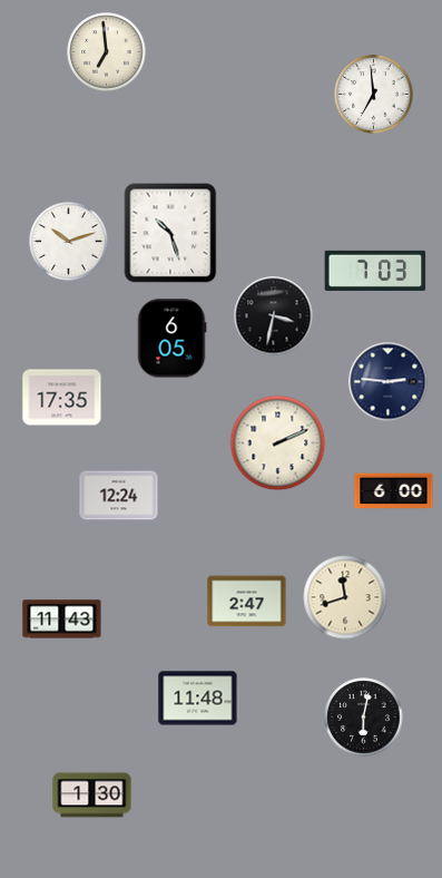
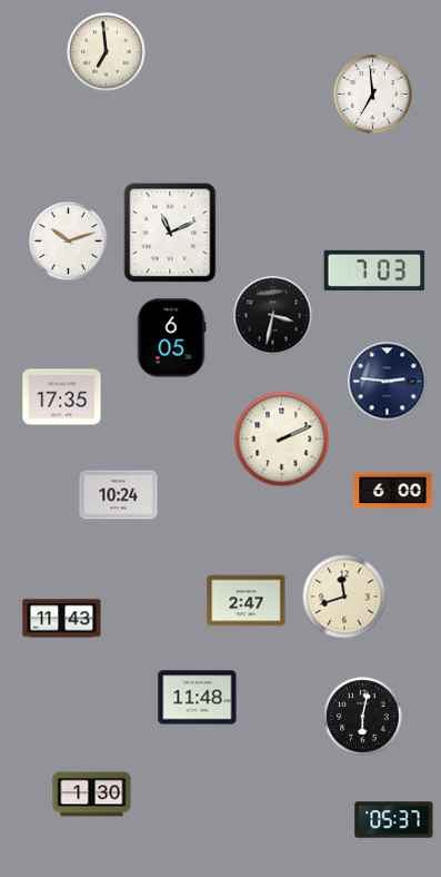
clock at (170, 233): 10:27 -> 11:11
clock at (278, 443) position: (278, 443) -> (282, 440)
clock at (119, 496): 12:24 -> 10:24
clock at (394, 820): none -> 05:37
